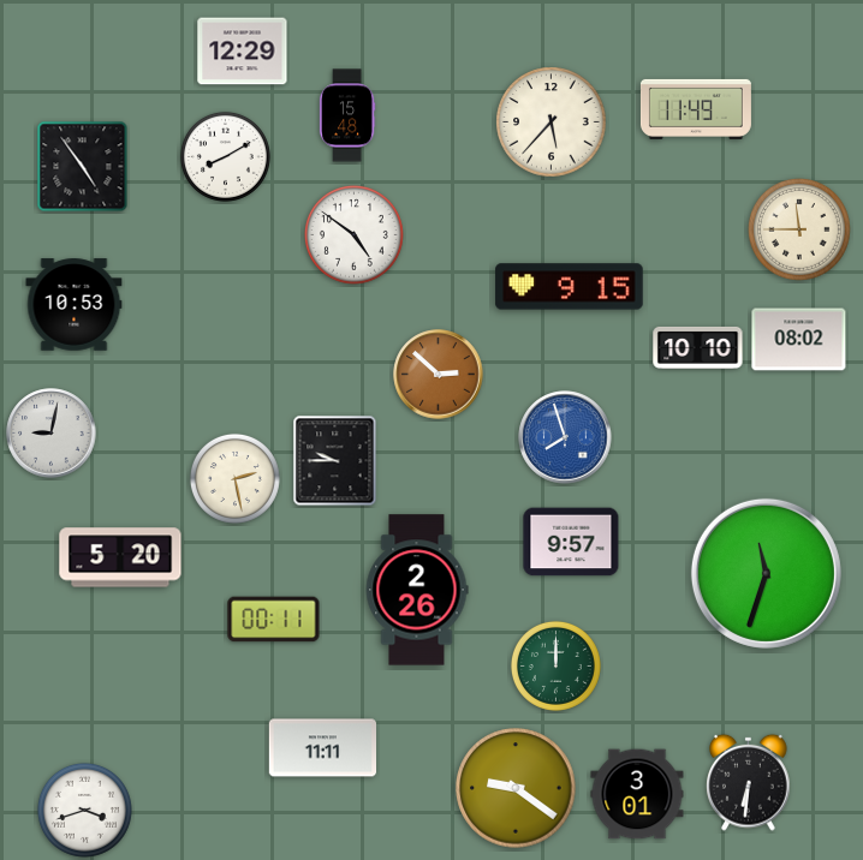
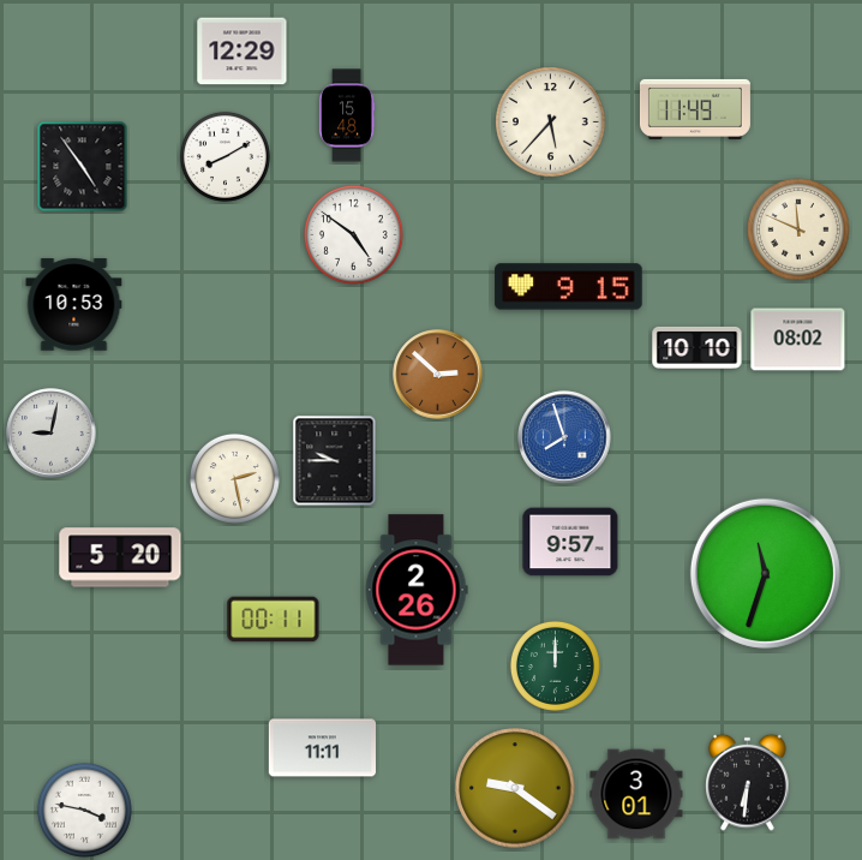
clock at (800, 231): 11:45 -> 11:49
clock at (84, 810): 3:42 -> 3:47
